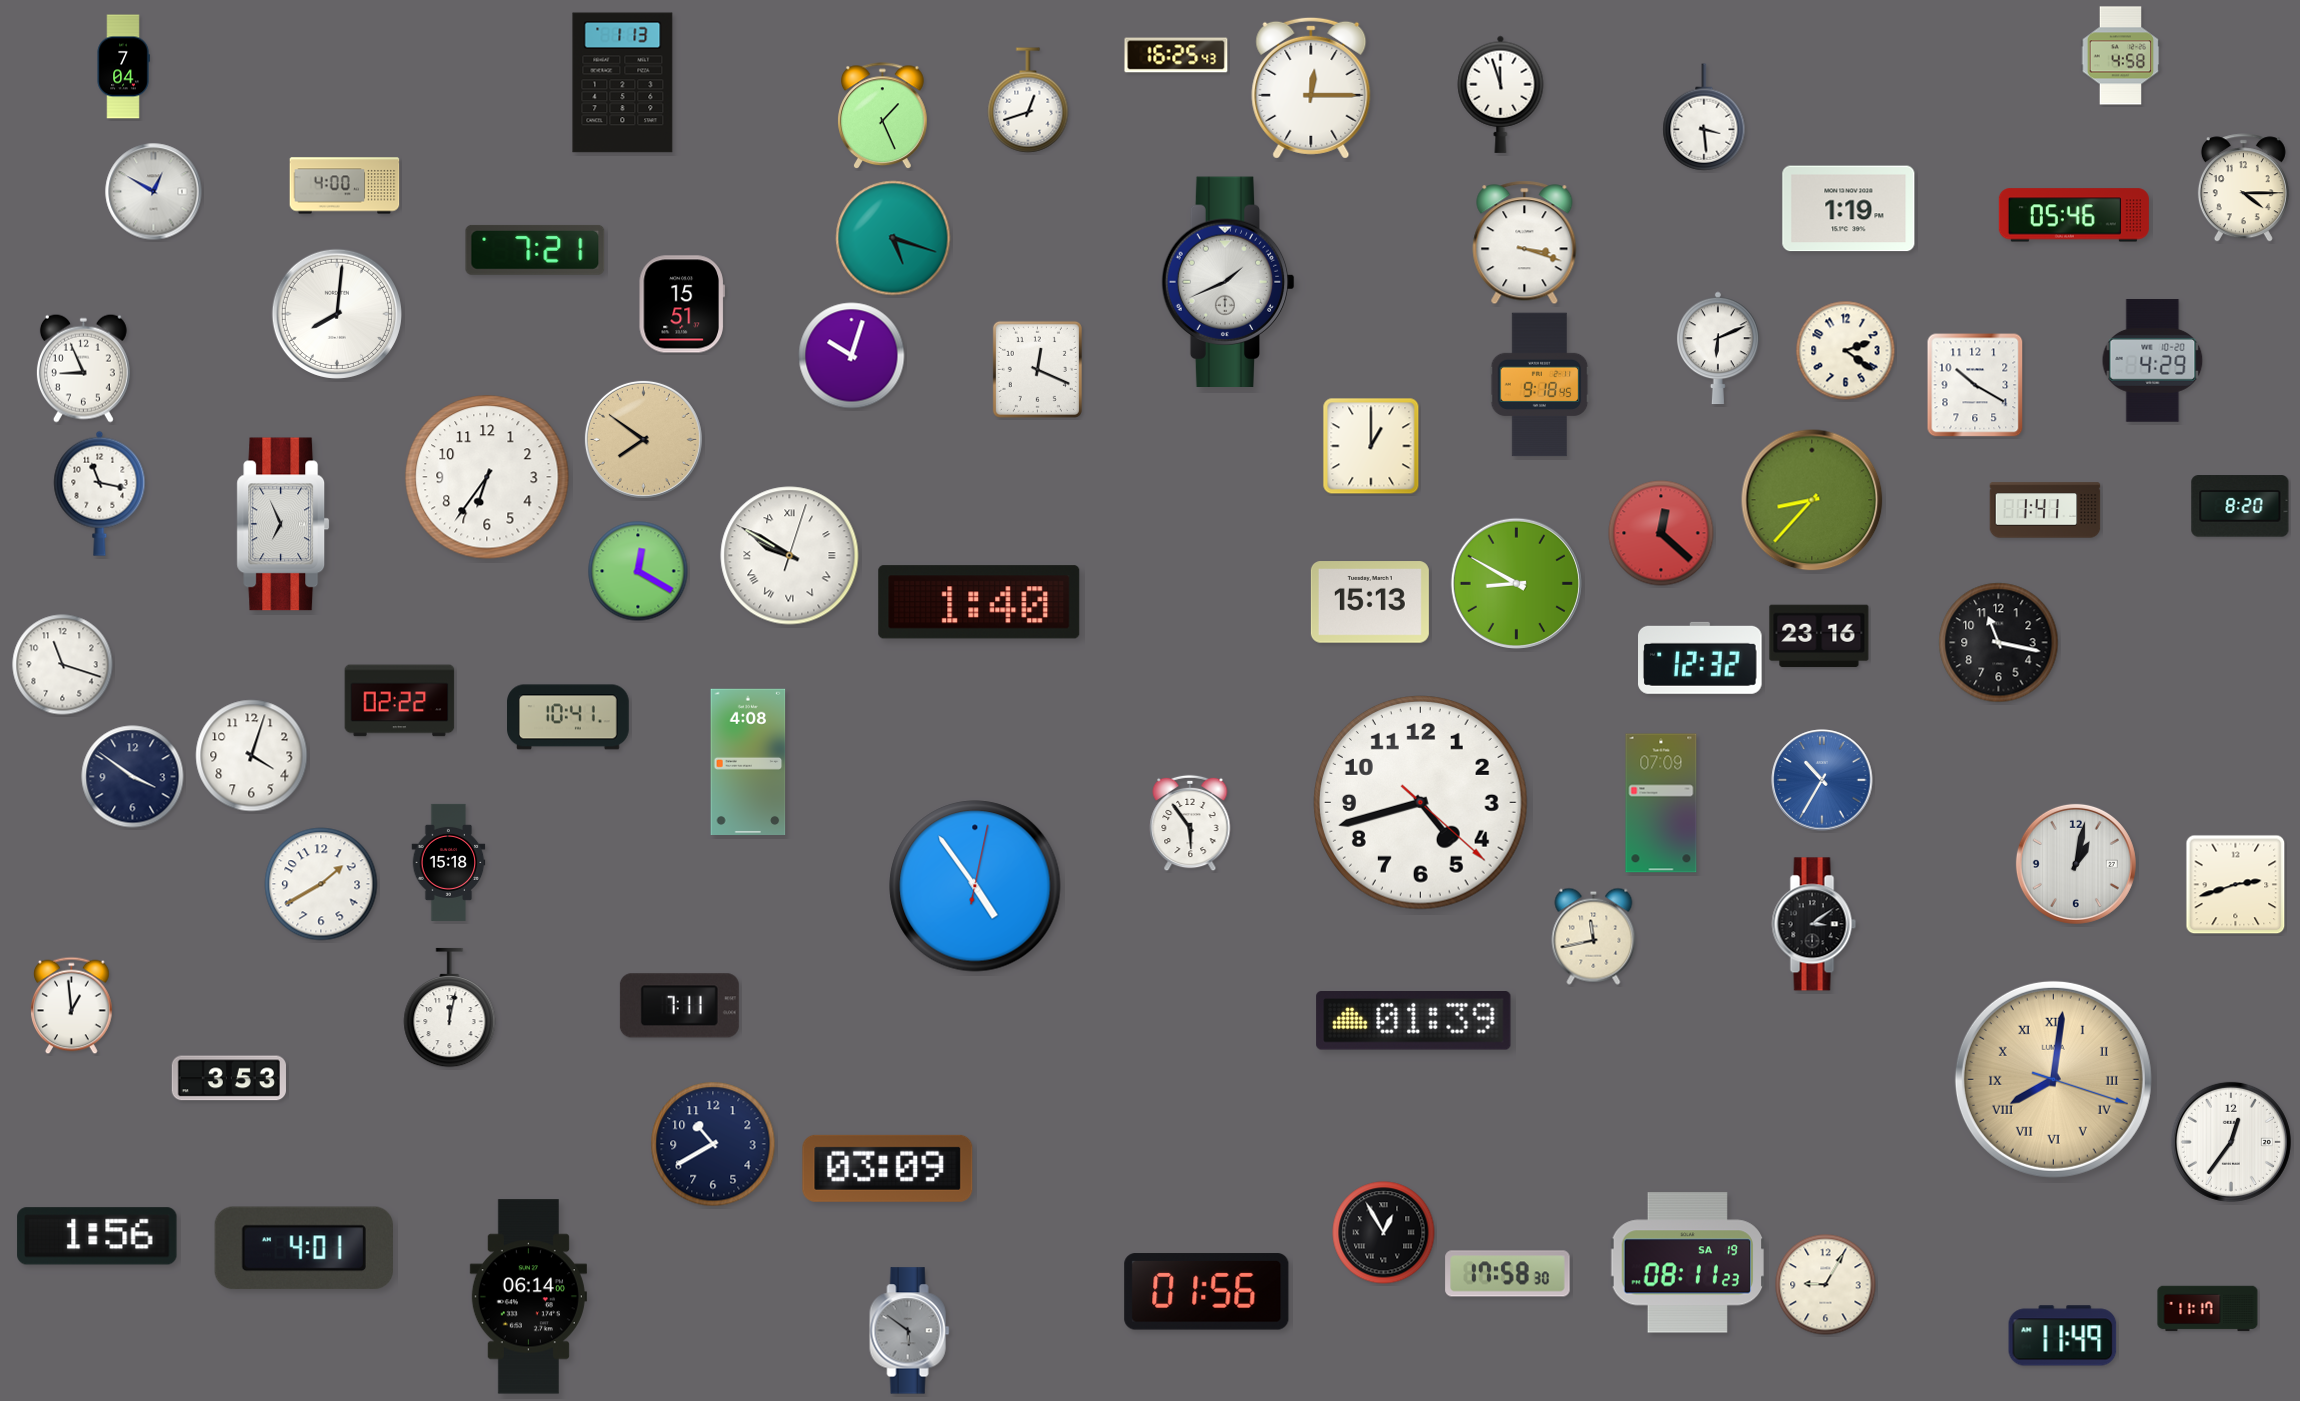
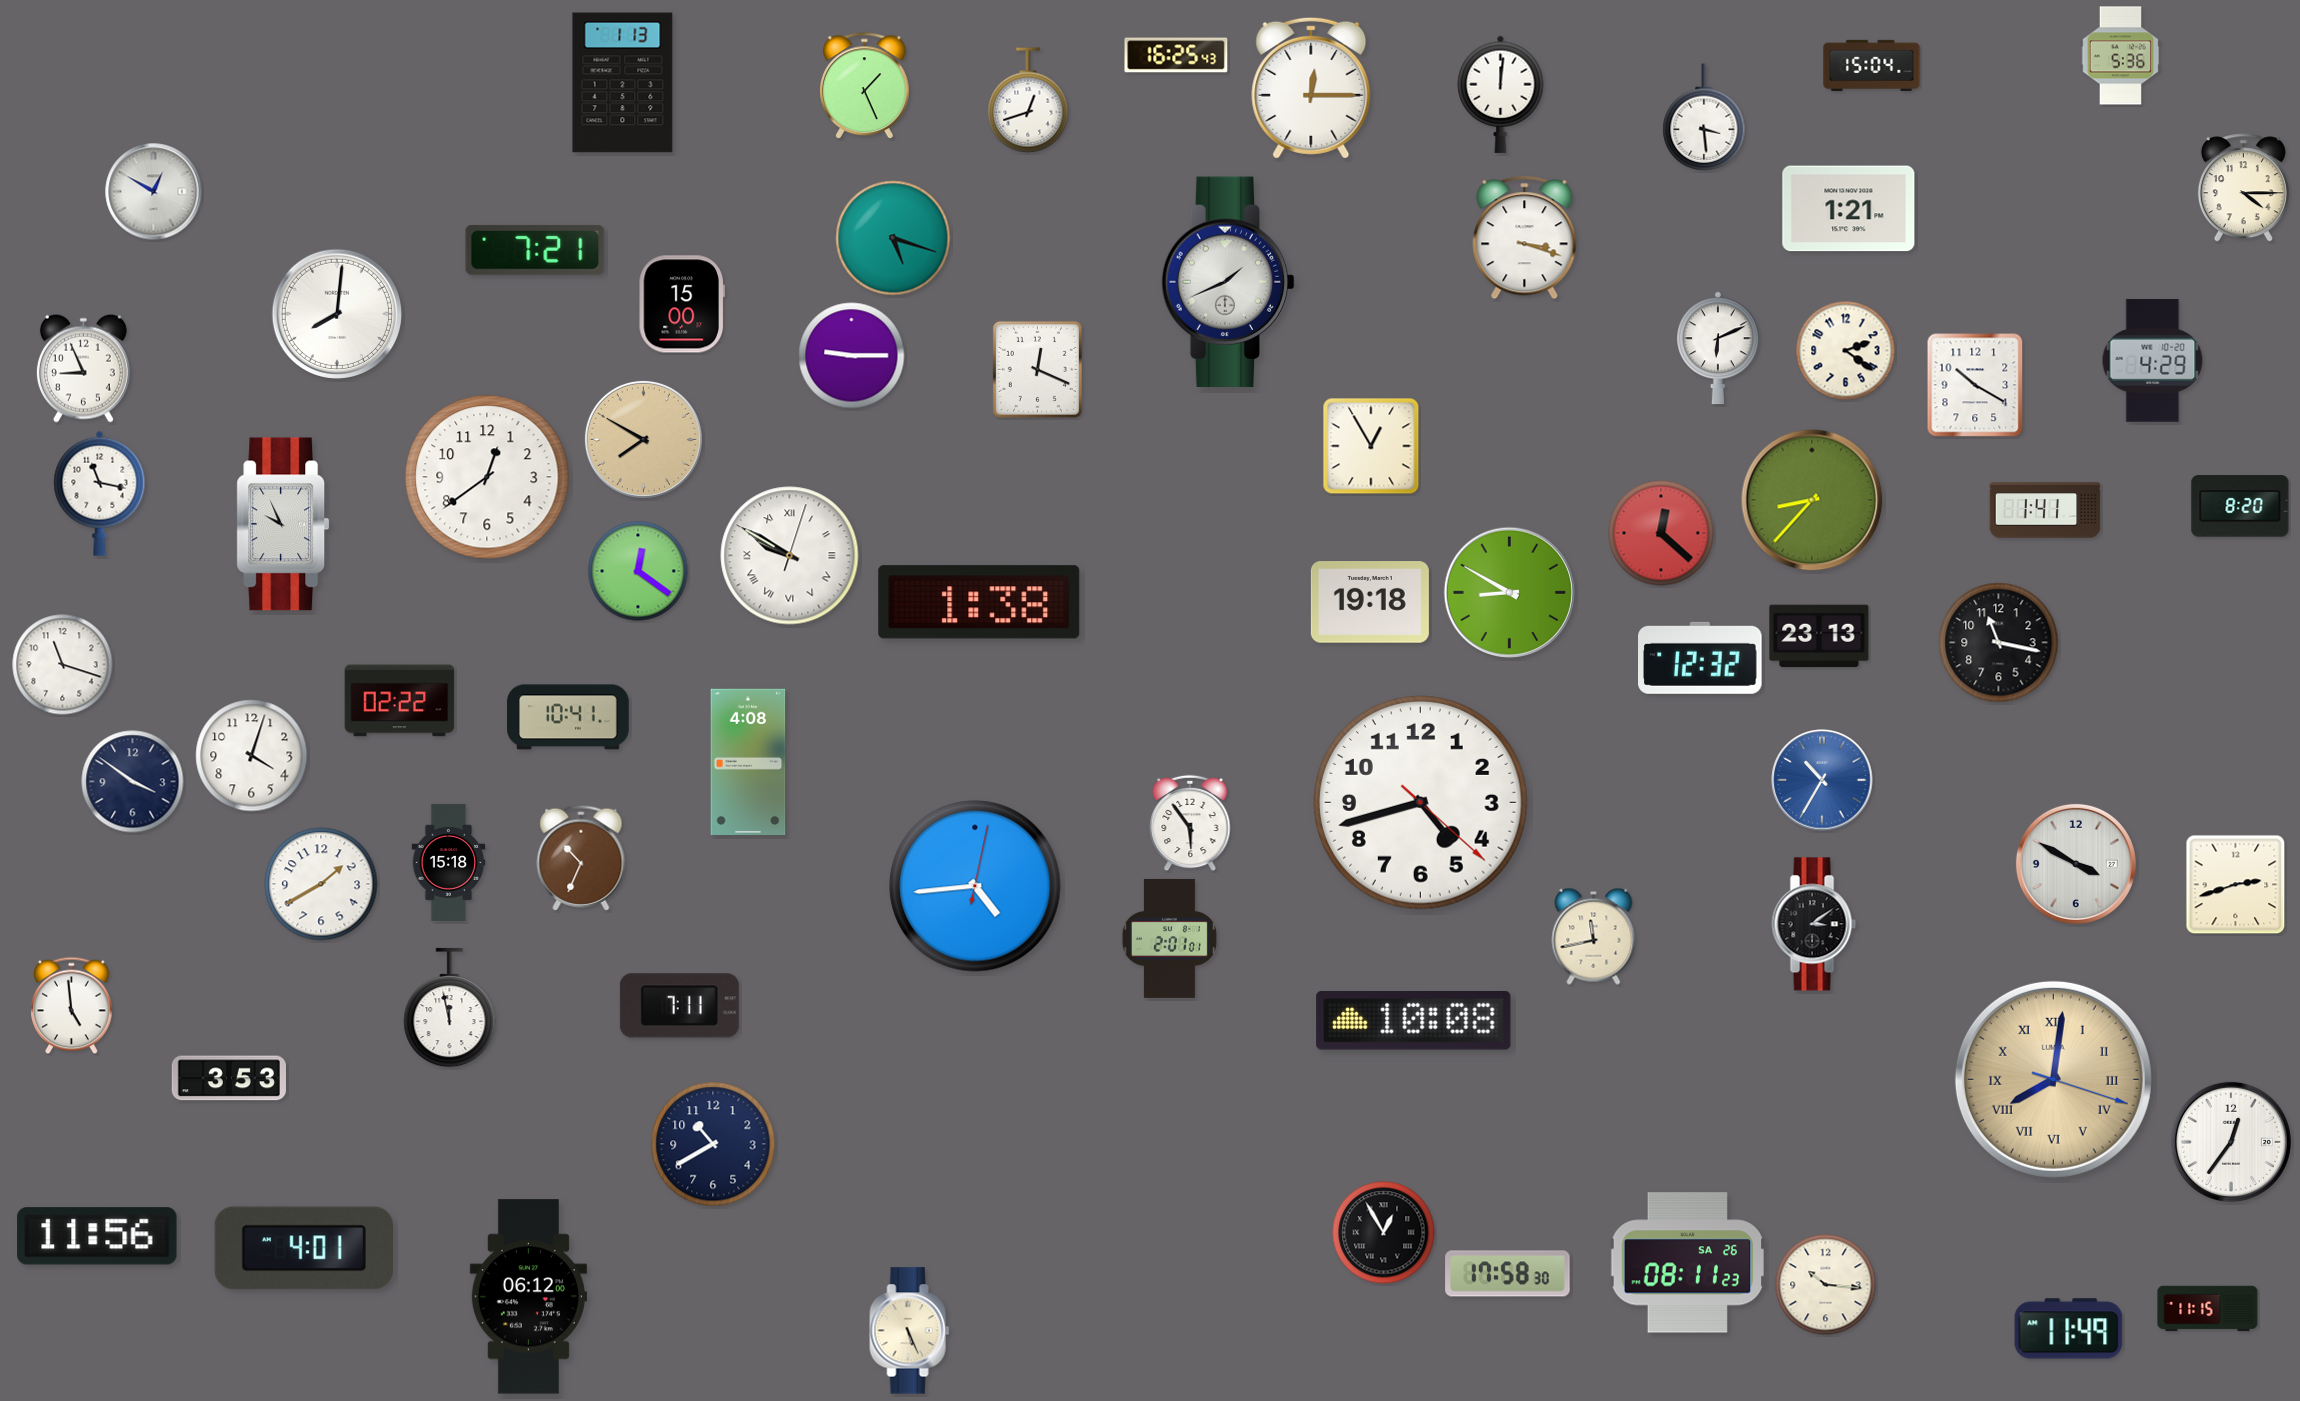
clock at (2121, 56): 4:58 -> 5:36
clock at (1872, 65): none -> 15:04
clock at (123, 67): 7:04 -> none
clock at (1501, 94): 11:57 -> 12:01
clock at (883, 116) position: (883, 116) -> (865, 86)
clock at (345, 186): 4:00 -> none
clock at (1849, 209): 1:19 -> 1:21
clock at (2074, 215): 05:46 -> none
clock at (1525, 243) position: (1525, 243) -> (1525, 238)
clock at (682, 304): 15:51 -> 15:00
clock at (852, 356): 10:03 -> 9:15
clock at (1540, 385): 9:18 -> none
clock at (643, 439): 7:51 -> 7:50
clock at (1371, 446): 1:00 -> 12:55
clock at (487, 477): 6:36 -> 12:39
clock at (283, 524): 6:56 -> 9:56
clock at (638, 571): 12:20 -> 12:21
clock at (1516, 583) position: (1516, 583) -> (1509, 592)
clock at (979, 602): 1:40 -> 1:38
clock at (1370, 602): 15:13 -> 19:18
clock at (1819, 636): 23:16 -> 23:13
clock at (133, 777) position: (133, 777) -> (133, 782)
clock at (1661, 803): 07:09 -> none
clock at (581, 858): none -> 10:34
clock at (2076, 864): 1:02 -> 3:50
clock at (975, 886): 4:54 -> 4:44
clock at (1169, 938): none -> 2:01
clock at (72, 1006): 12:59 -> 4:59
clock at (450, 1008): 12:02 -> 11:58
clock at (1414, 1021): 01:39 -> 10:08
clock at (888, 1168): 03:09 -> none
clock at (97, 1236): 1:56 -> 11:56
clock at (1688, 1263) date: SA 19 -> SA 26
clock at (1826, 1285): 9:05 -> 10:16
clock at (1207, 1292): 01:56 -> none
clock at (528, 1297): 06:14 -> 06:12
clock at (2208, 1309): 11:17 -> 11:15
clock at (910, 1331): 5:51 -> 5:26
clock at (910, 1331) dial: grey -> cream
clock at (2063, 1336) position: (2063, 1336) -> (2069, 1329)
